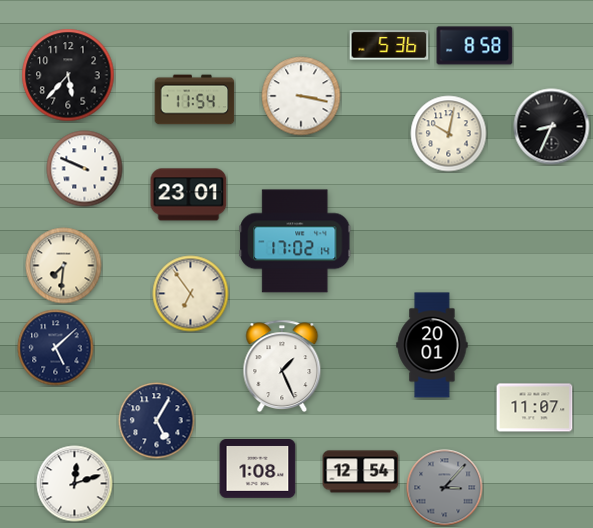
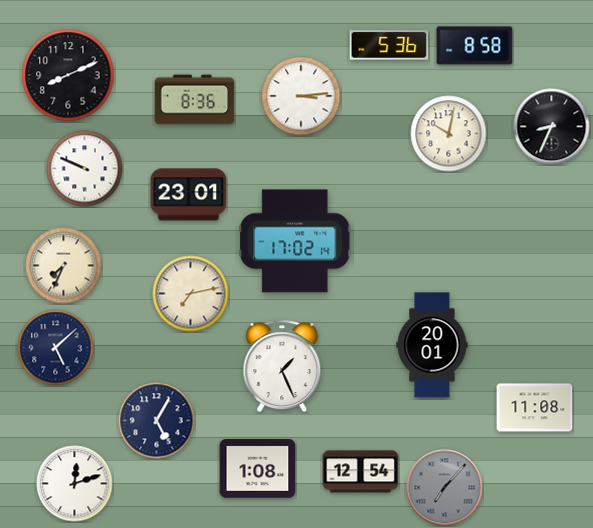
clock at (68, 75): 5:37 -> 8:11
clock at (301, 96): 3:17 -> 3:14
clock at (195, 100): 11:54 -> 8:36
clock at (64, 266): 7:31 -> 7:34
clock at (191, 294): 6:54 -> 7:13
clock at (535, 408): 11:07 -> 11:08
clock at (445, 488): 3:07 -> 7:07
